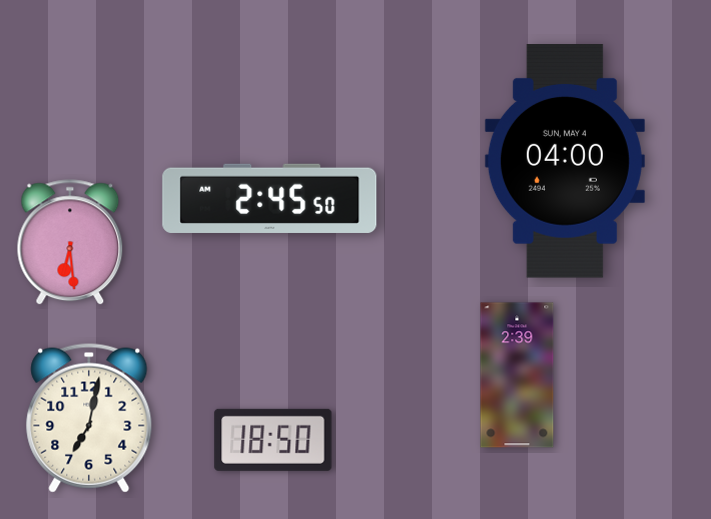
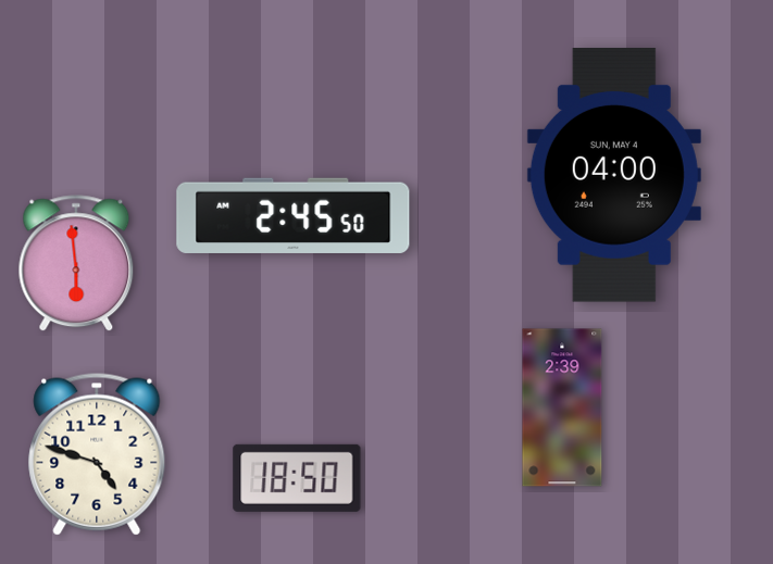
clock at (70, 243): 6:29 -> 5:59
clock at (89, 418): 7:02 -> 4:48
